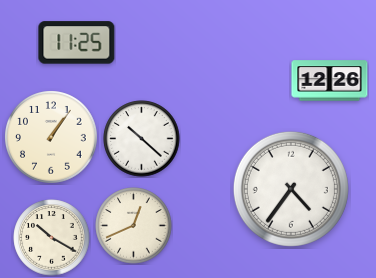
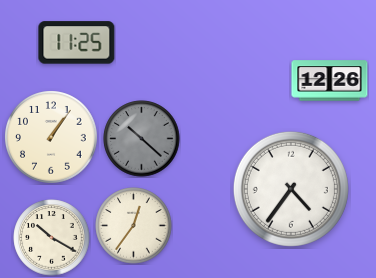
clock at (142, 139) dial: white -> grey
clock at (134, 226): 12:41 -> 12:36
